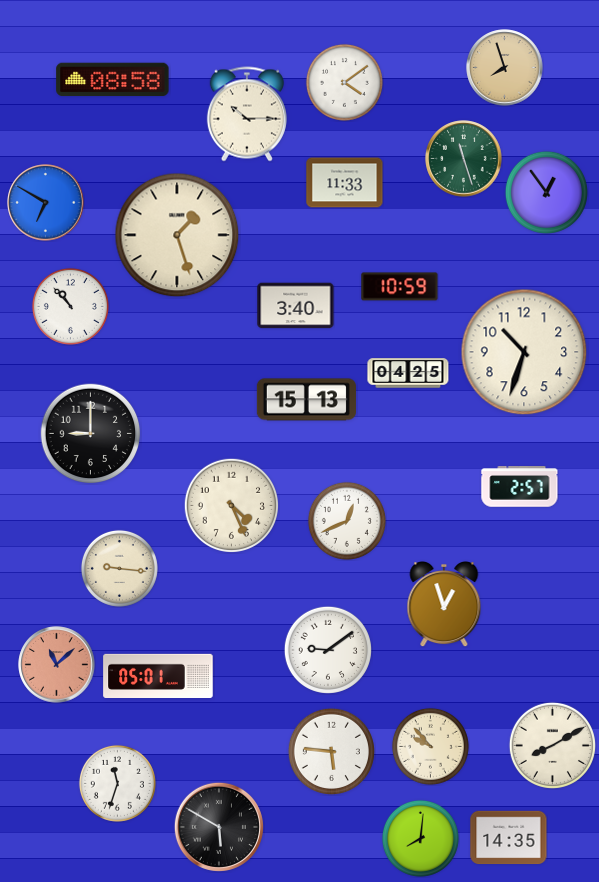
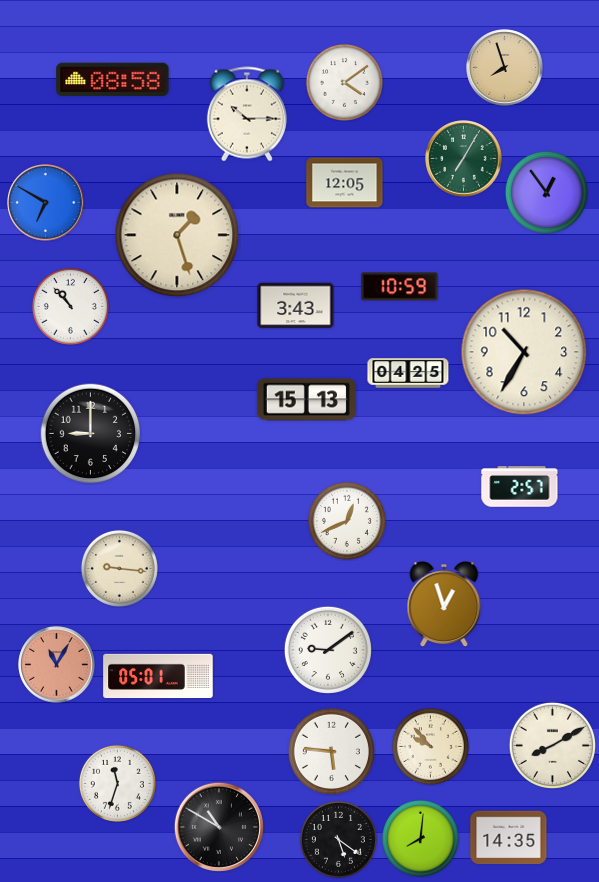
clock at (464, 159): 11:27 -> 7:05
clock at (345, 183): 11:33 -> 12:05
clock at (296, 306): 3:40 -> 3:43
clock at (524, 352): 10:33 -> 10:35
clock at (231, 505): 4:26 -> none
clock at (57, 665): 11:08 -> 11:05
clock at (219, 827): 5:50 -> 10:50
clock at (338, 839): none -> 5:21
